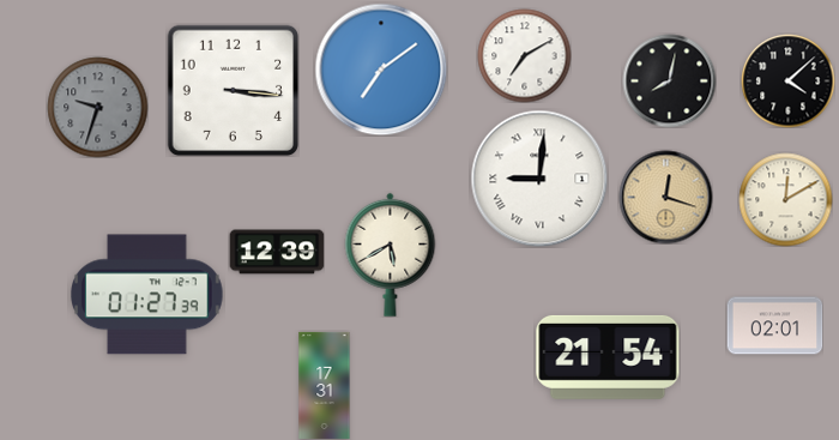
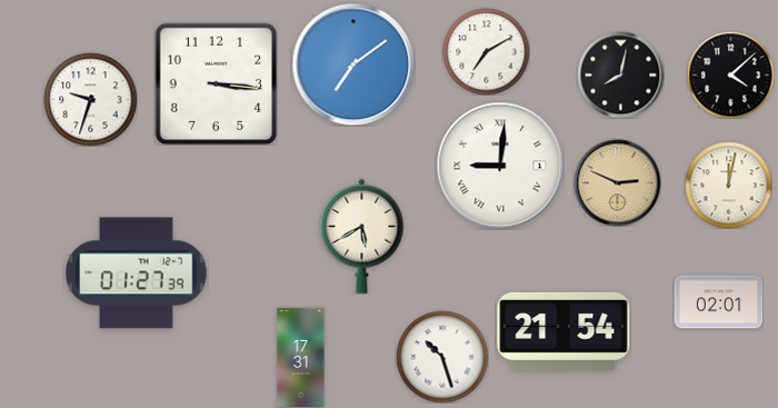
clock at (97, 107) dial: grey -> white
clock at (665, 197): 12:18 -> 2:49
clock at (785, 199): 12:10 -> 12:02
clock at (277, 252): 12:39 -> none
clock at (442, 357): none -> 10:27
